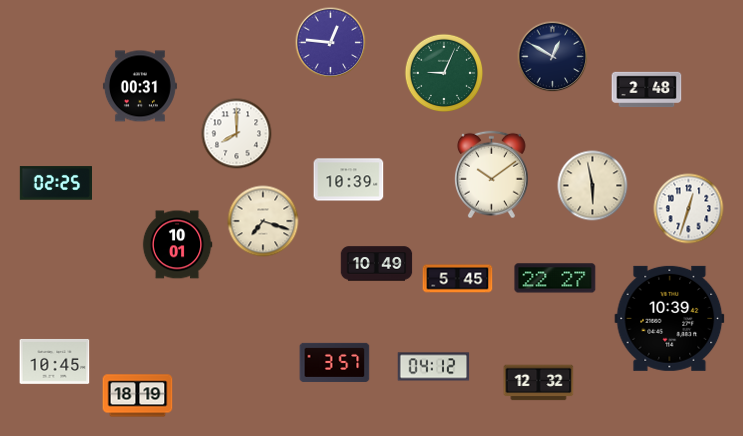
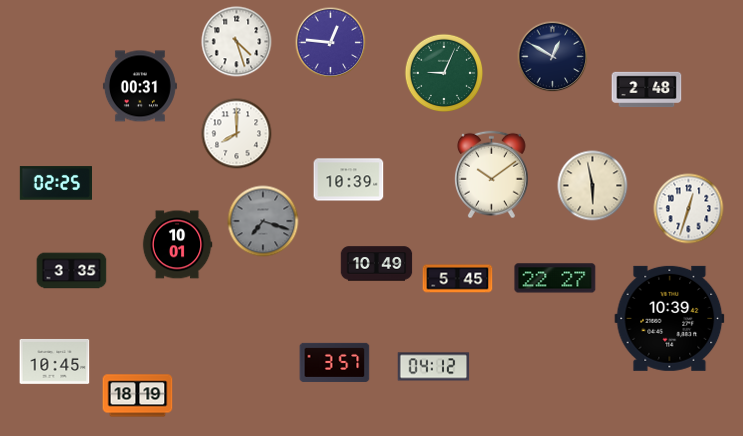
clock at (237, 42): none -> 4:27
clock at (263, 221) dial: cream -> grey
clock at (72, 271): none -> 3:35
clock at (539, 383): 12:32 -> none
